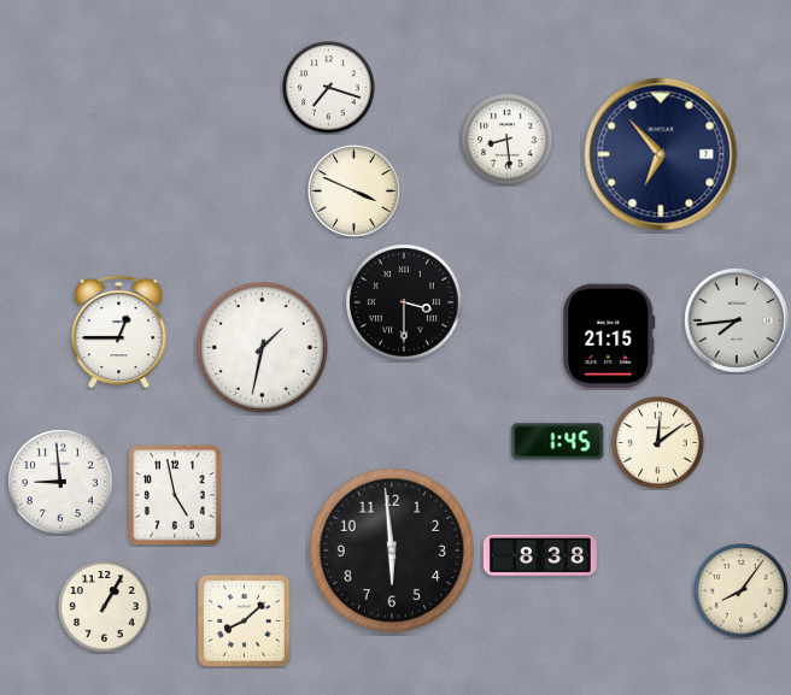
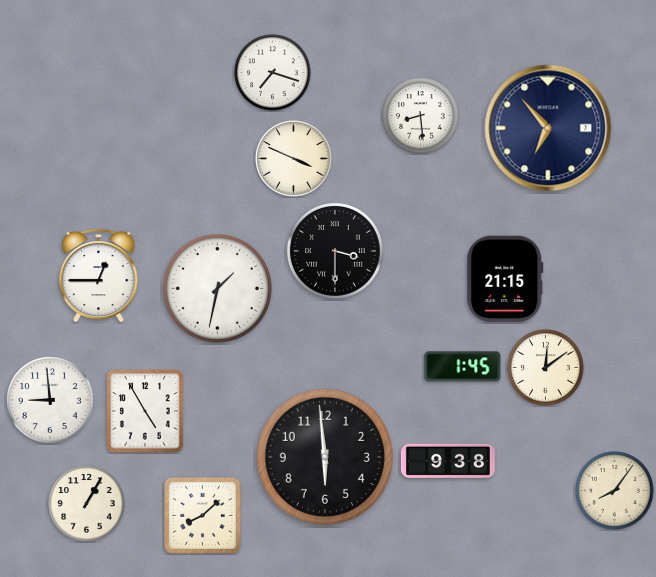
clock at (737, 320): 7:44 -> none
clock at (175, 495): 4:58 -> 4:55
clock at (540, 555): 8:38 -> 9:38
